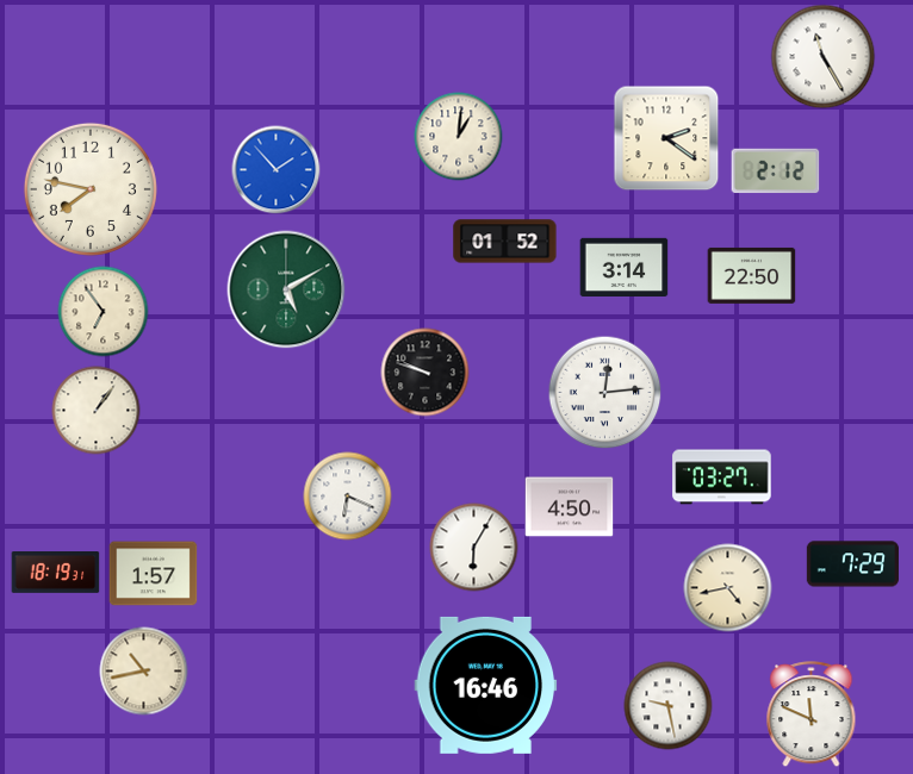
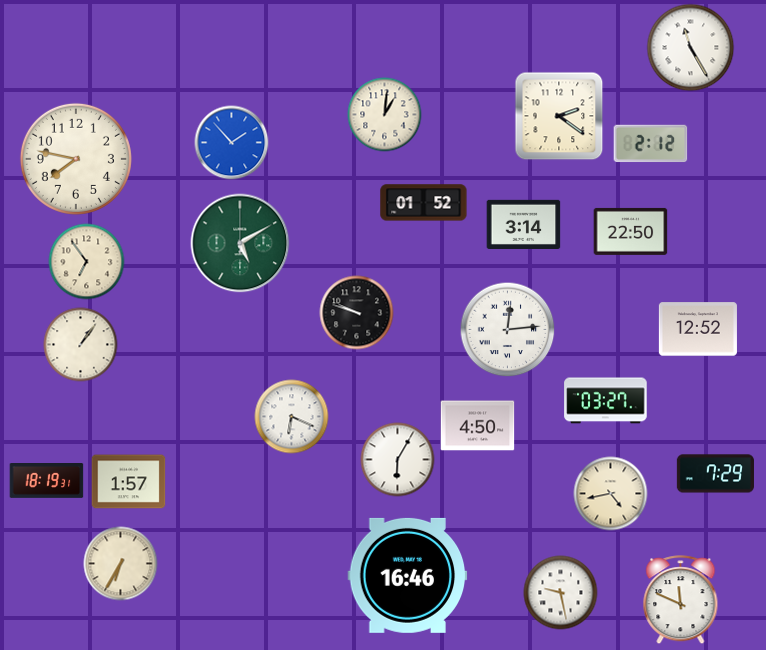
clock at (698, 329): none -> 12:52
clock at (144, 672): 10:43 -> 6:35
